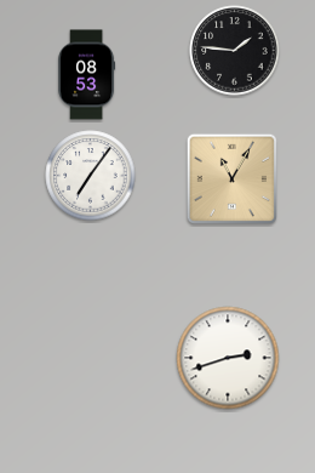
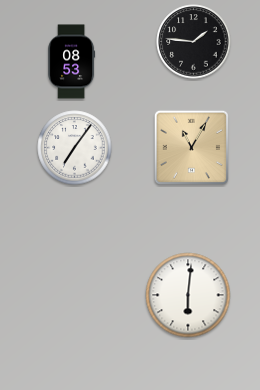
clock at (91, 176) position: (91, 176) -> (75, 148)
clock at (228, 358): 2:42 -> 6:01
